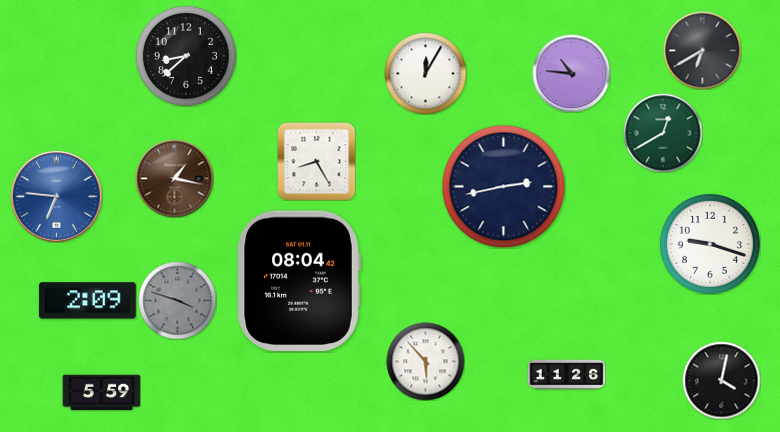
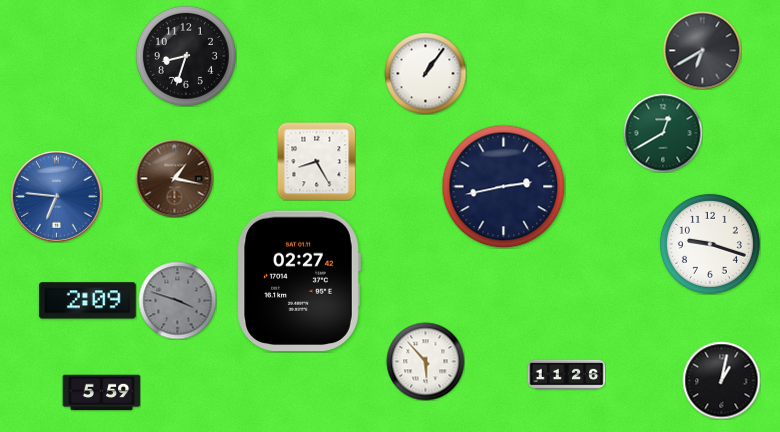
clock at (186, 56): 8:38 -> 8:33
clock at (425, 73): 12:05 -> 1:06
clock at (571, 73): 10:46 -> none
clock at (299, 281): 08:04 -> 02:27
clock at (721, 380): 4:02 -> 1:02
